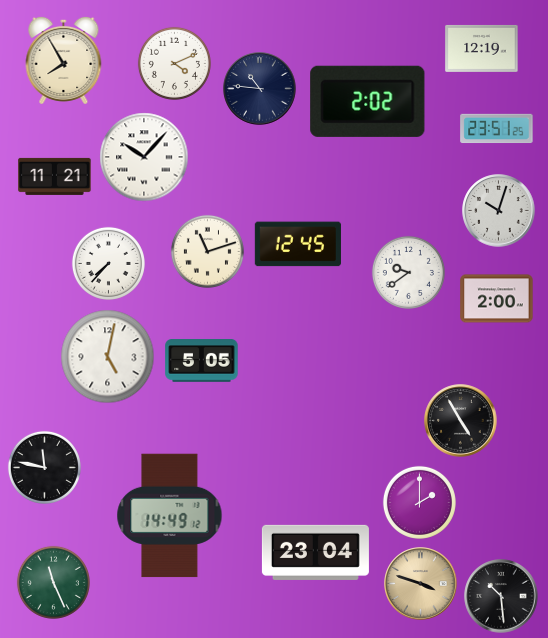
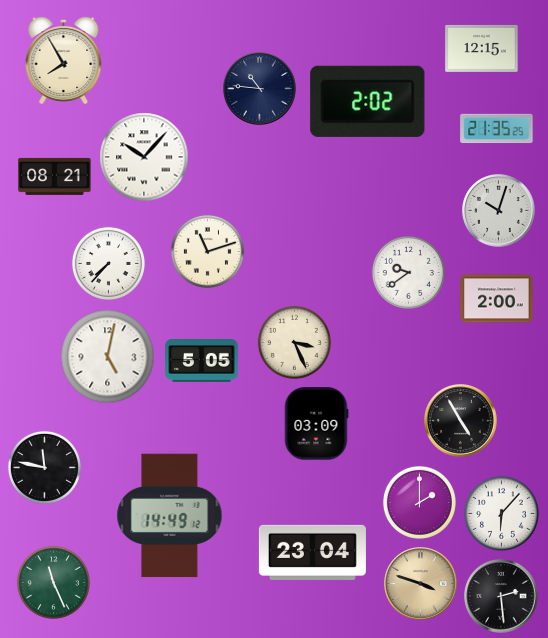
clock at (482, 48): 12:19 -> 12:15
clock at (174, 63): 4:11 -> none
clock at (497, 129): 23:51 -> 21:35
clock at (55, 176): 11:21 -> 08:21
clock at (298, 244): 12:45 -> none
clock at (294, 342): none -> 3:26
clock at (316, 424): none -> 03:09
clock at (501, 513): none -> 6:07
clock at (315, 552) position: (315, 552) -> (312, 552)
clock at (501, 596): 10:29 -> 2:29
